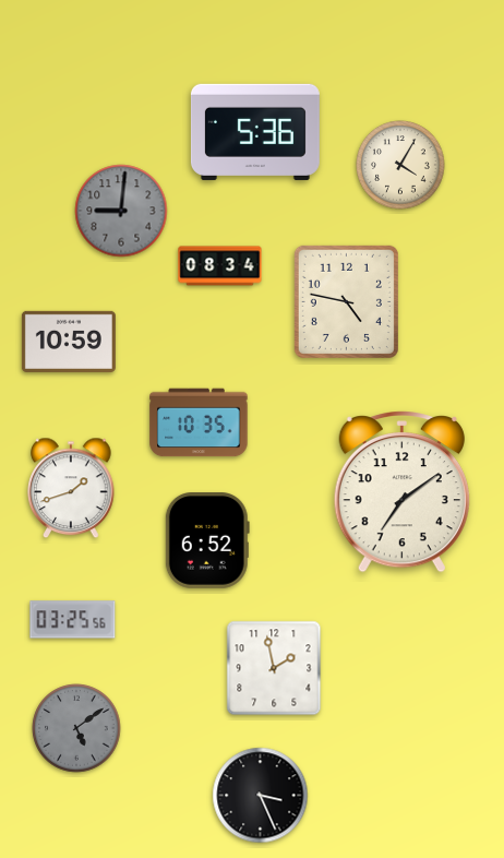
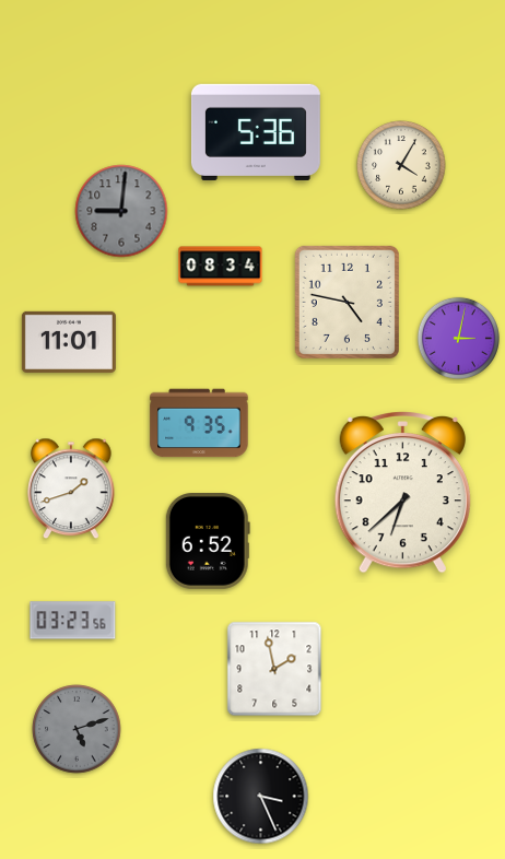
clock at (458, 338): none -> 3:02
clock at (69, 342): 10:59 -> 11:01
clock at (199, 422): 10:35 -> 9:35
clock at (401, 492): 7:09 -> 6:38
clock at (73, 620): 03:25 -> 03:23
clock at (76, 728): 5:09 -> 5:12
